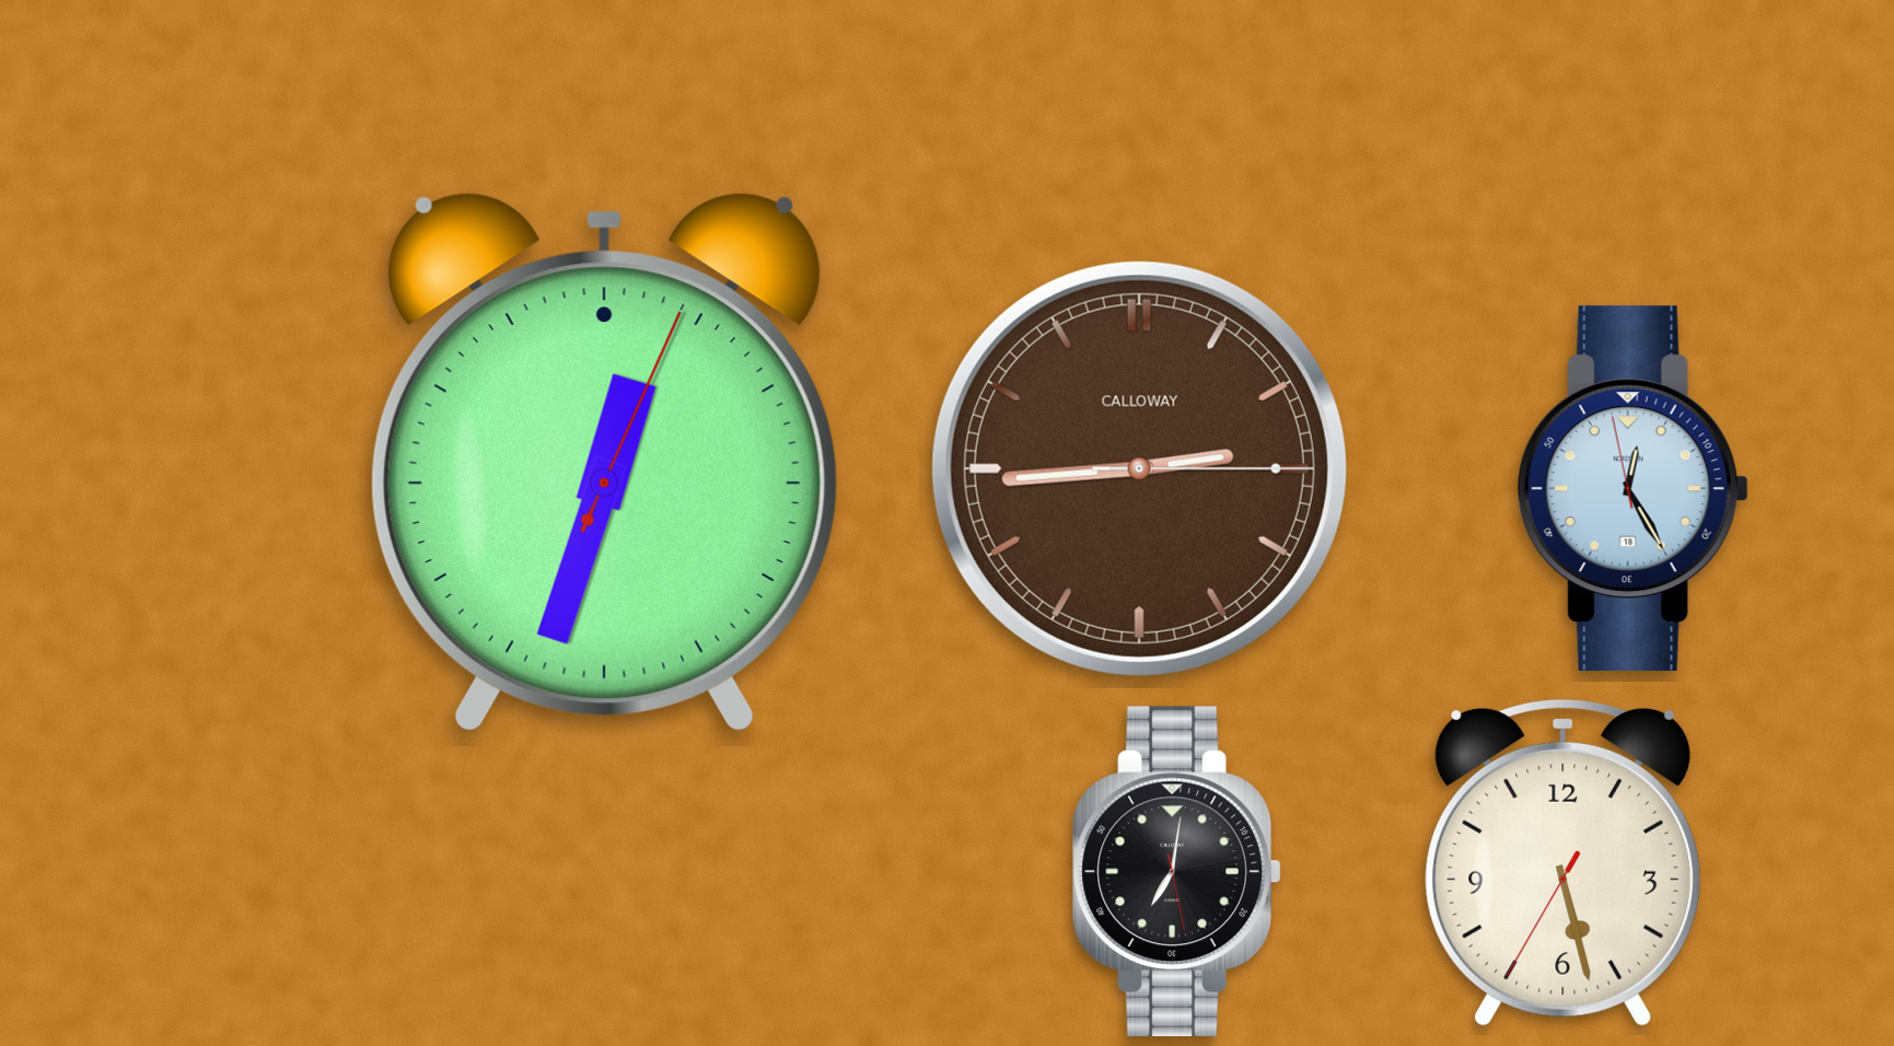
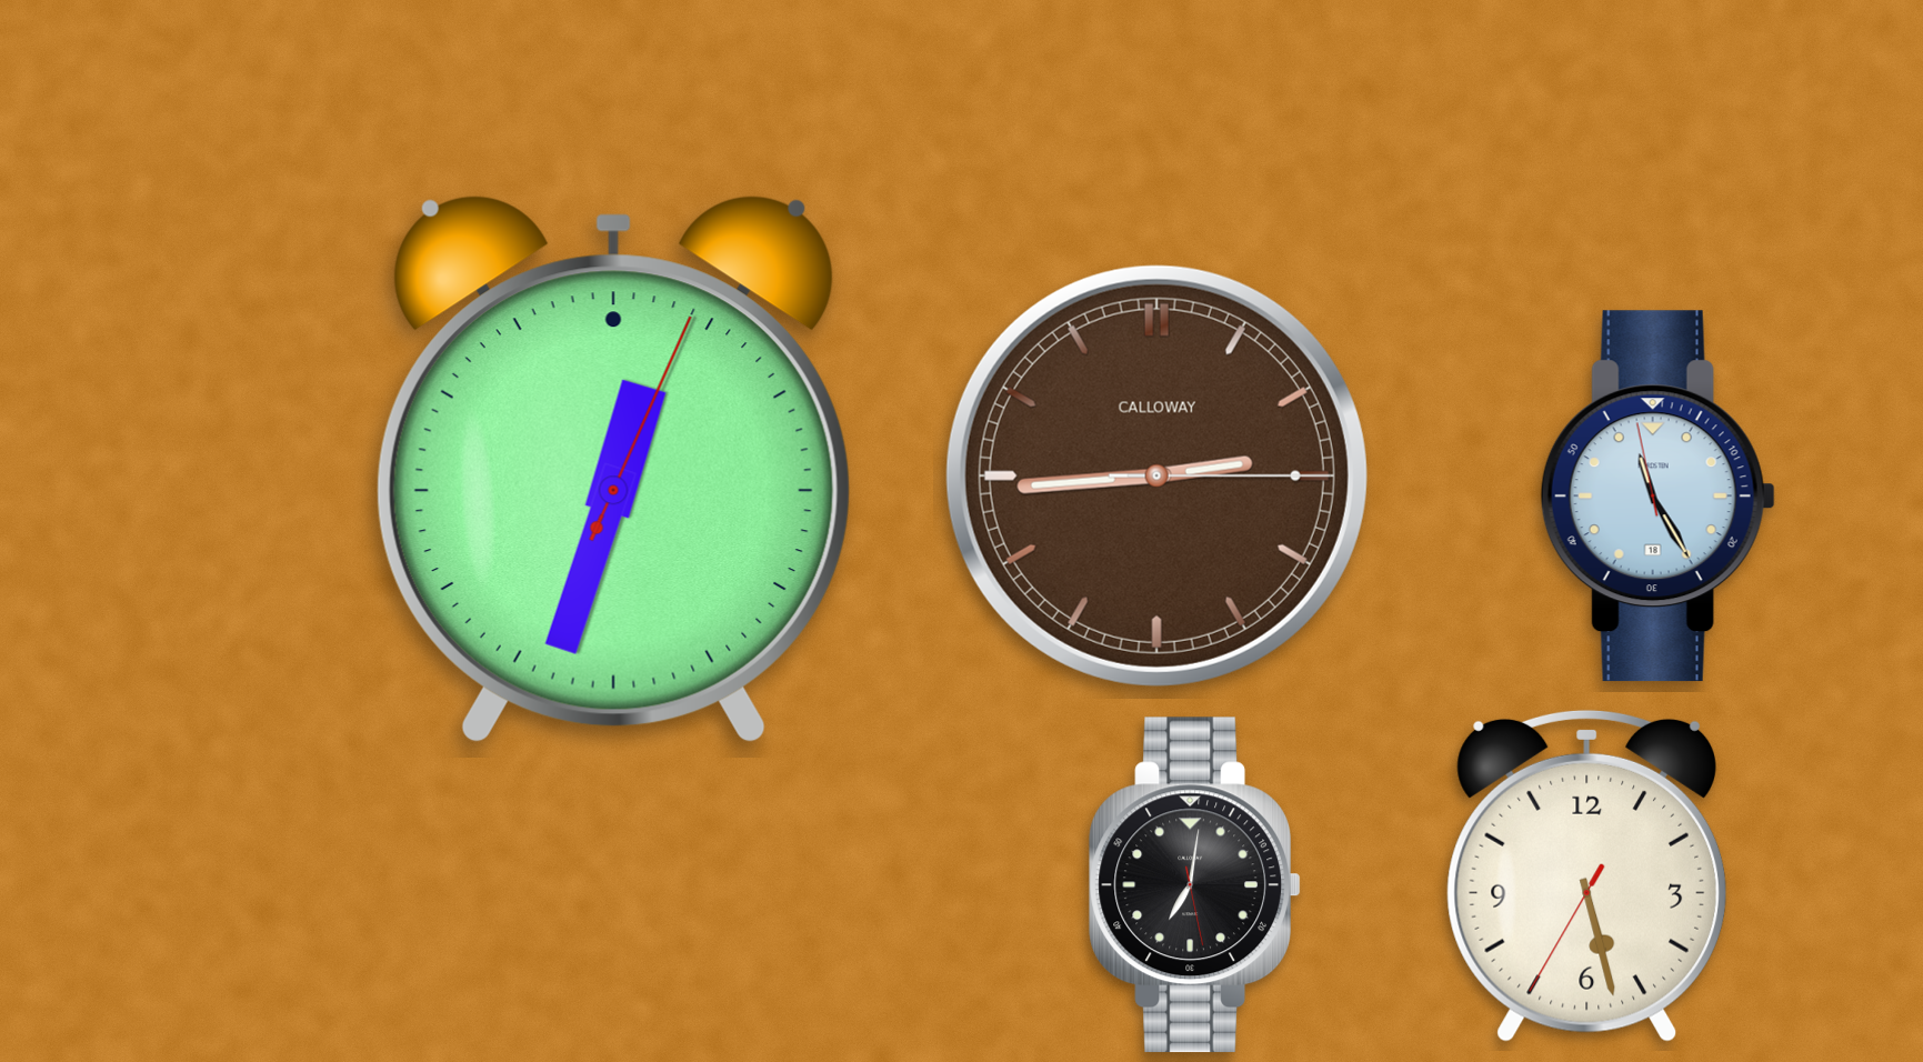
clock at (1632, 489): 12:24 -> 11:24
